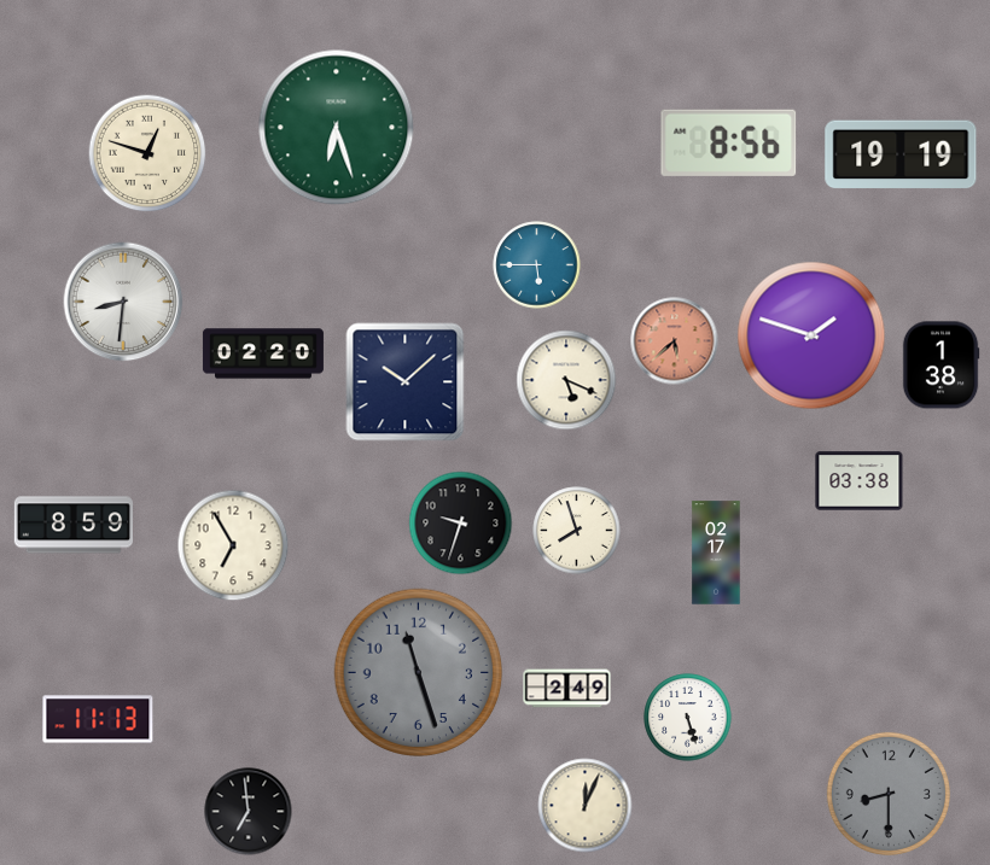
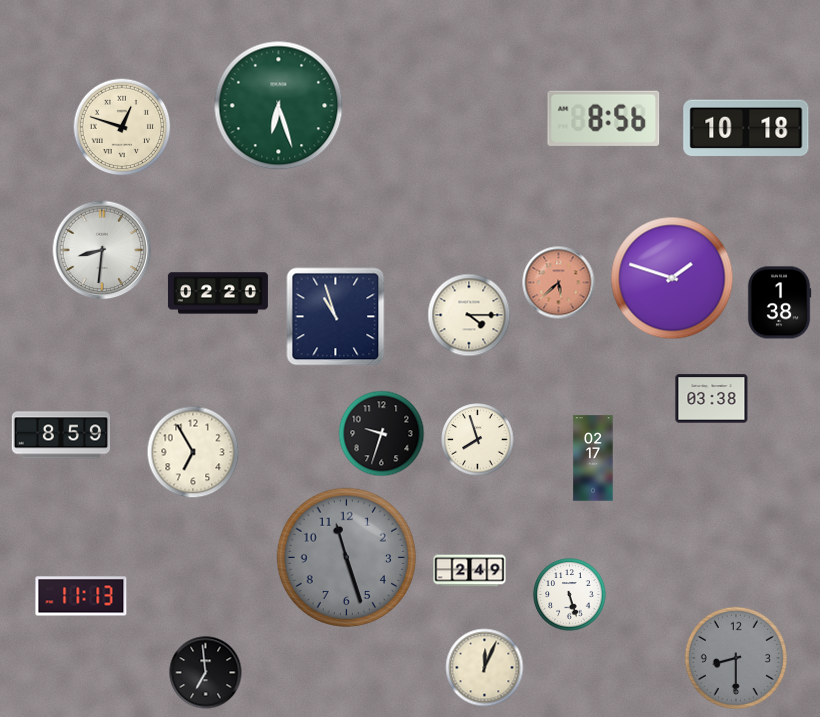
clock at (901, 154): 19:19 -> 10:18
clock at (537, 265): 5:45 -> none
clock at (566, 380): 5:19 -> 4:15
clock at (406, 382): 10:08 -> 10:57
